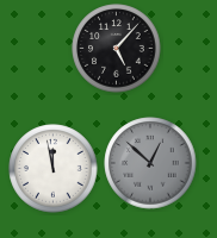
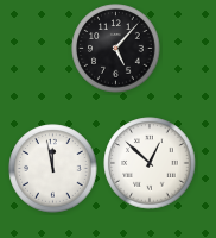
clock at (150, 163) dial: grey -> white
